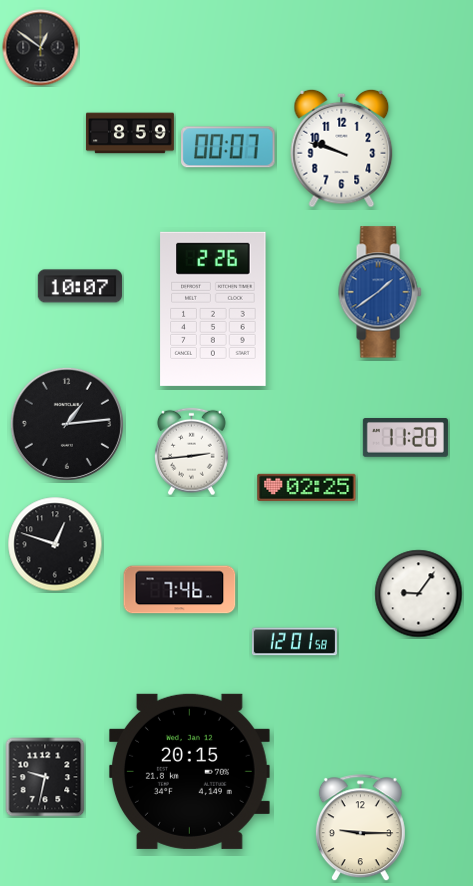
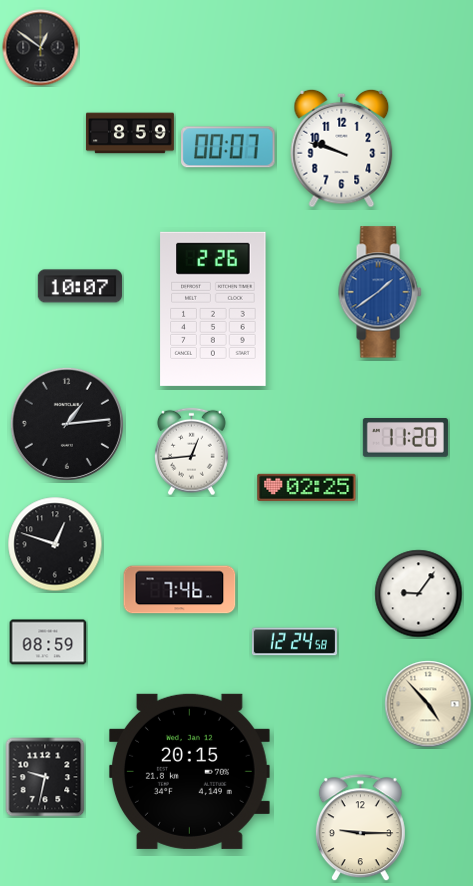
clock at (191, 452): 2:44 -> 12:44
clock at (48, 642): none -> 08:59
clock at (294, 642): 12:01 -> 12:24
clock at (428, 704): none -> 4:53
